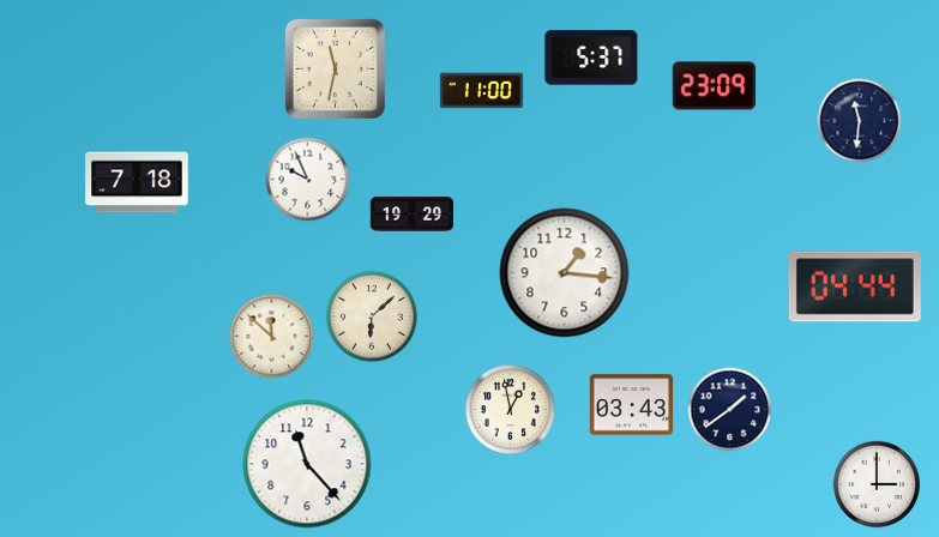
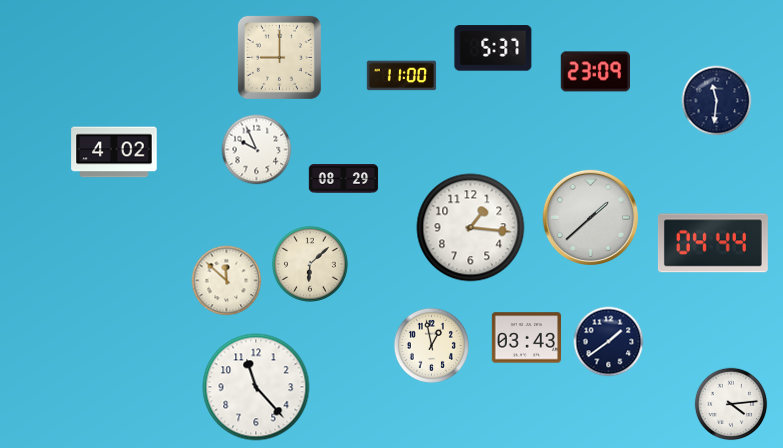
clock at (335, 68): 11:32 -> 9:00
clock at (137, 182): 7:18 -> 4:02
clock at (413, 215): 19:29 -> 08:29
clock at (590, 217): none -> 1:38
clock at (855, 286) position: (855, 286) -> (713, 243)
clock at (510, 409) position: (510, 409) -> (431, 345)
clock at (877, 484): 3:00 -> 4:14
